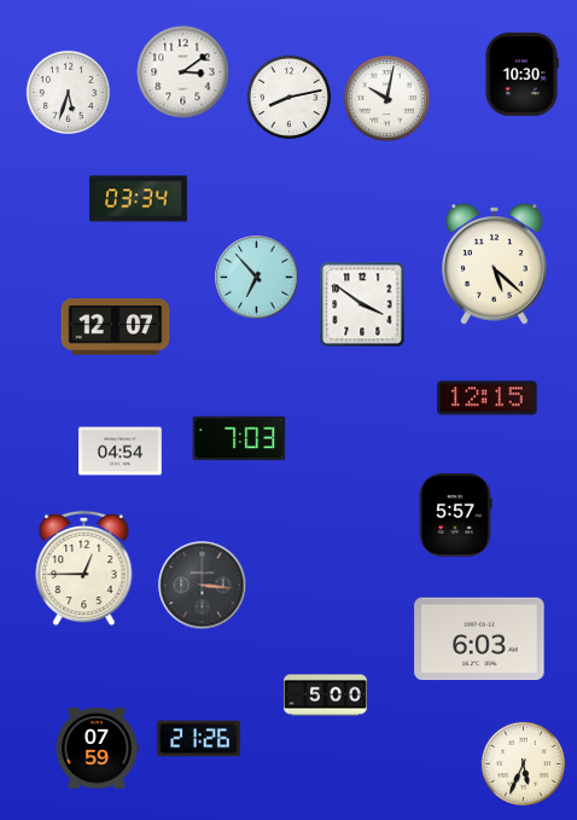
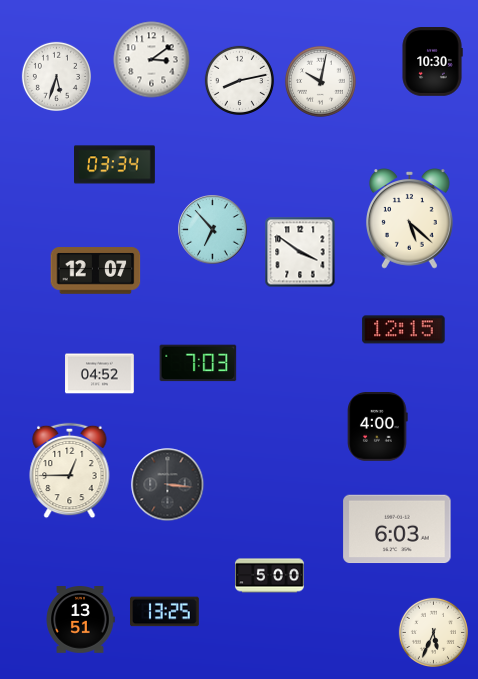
clock at (121, 452): 04:54 -> 04:52
clock at (456, 516): 5:57 -> 4:00
clock at (199, 739): 21:26 -> 13:25
clock at (97, 749): 07:59 -> 13:51
